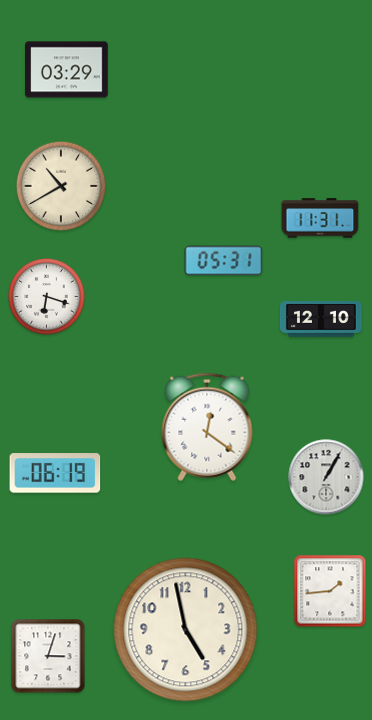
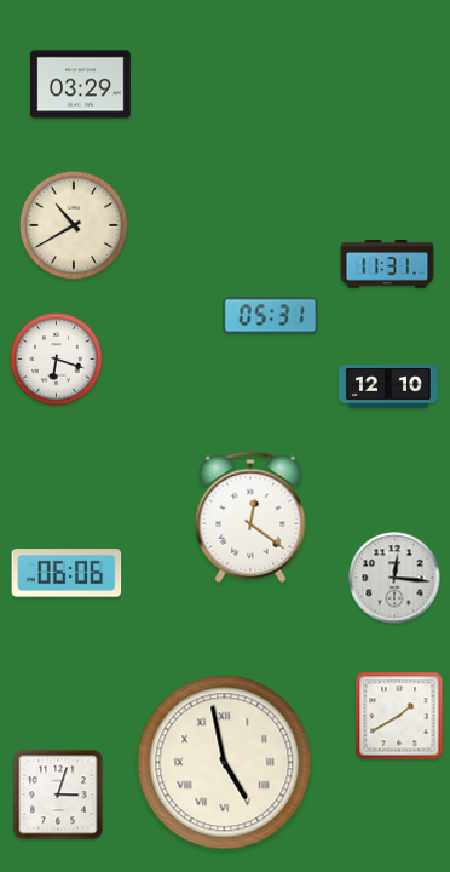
clock at (55, 473): 06:19 -> 06:06
clock at (326, 477): 1:05 -> 12:16
clock at (330, 591): 1:44 -> 1:40
clock at (186, 630) numerals: Arabic -> Roman
